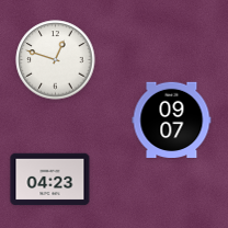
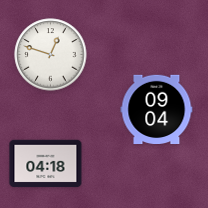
clock at (172, 119): 09:07 -> 09:04
clock at (50, 180): 04:23 -> 04:18
